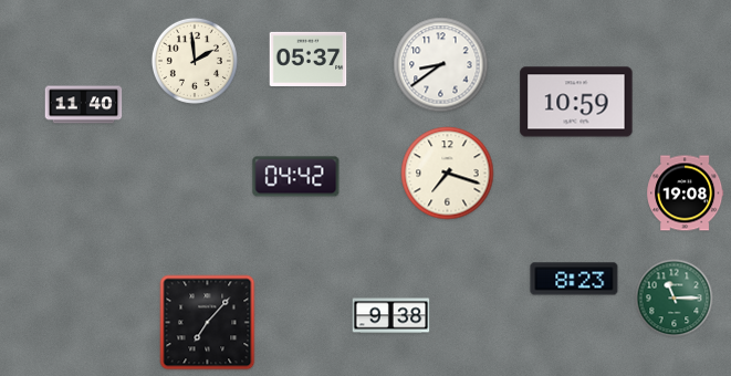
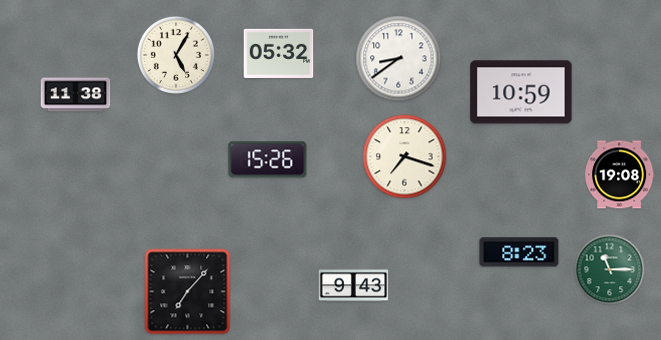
clock at (309, 59): 05:37 -> 05:32
clock at (195, 61): 1:59 -> 5:05
clock at (84, 105): 11:40 -> 11:38
clock at (296, 177): 04:42 -> 15:26
clock at (391, 316): 9:38 -> 9:43
